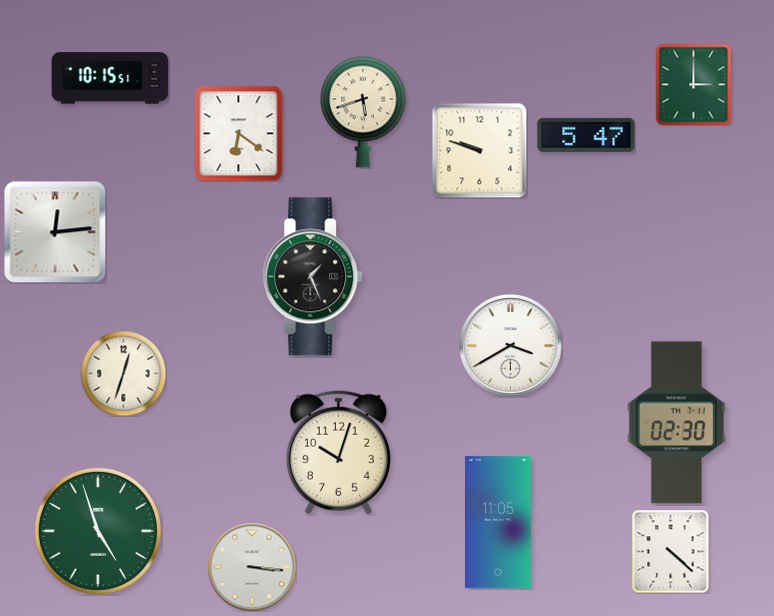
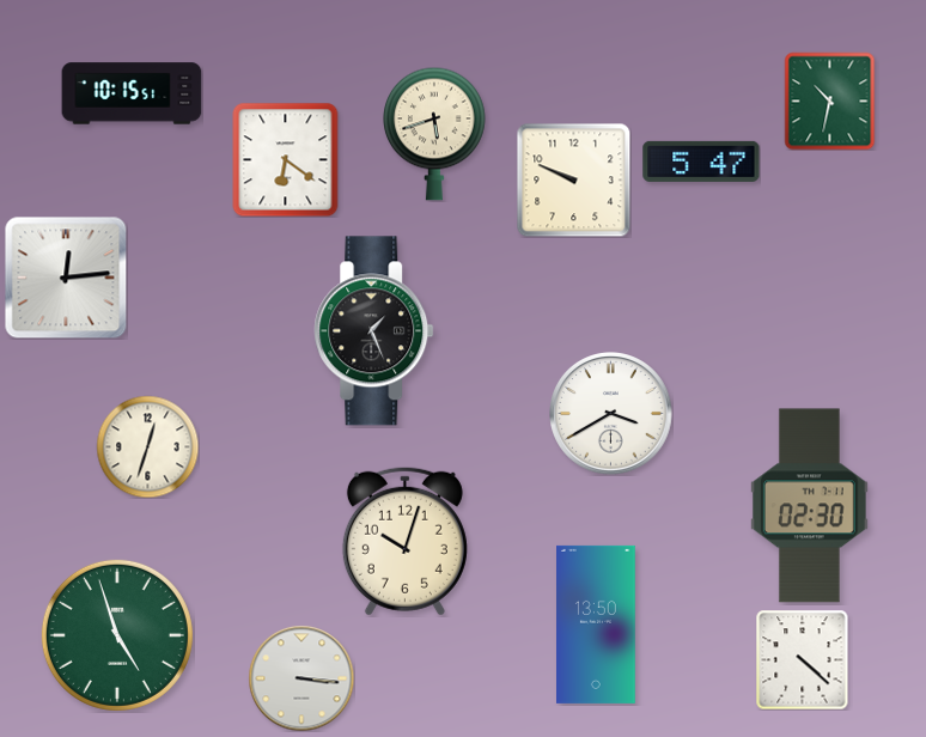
clock at (694, 84): 3:00 -> 10:32
clock at (479, 150): 9:48 -> 9:49
clock at (499, 522): 11:05 -> 13:50
